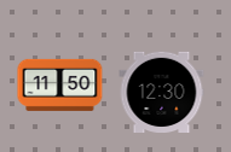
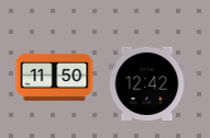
clock at (162, 93): 12:30 -> 12:42
